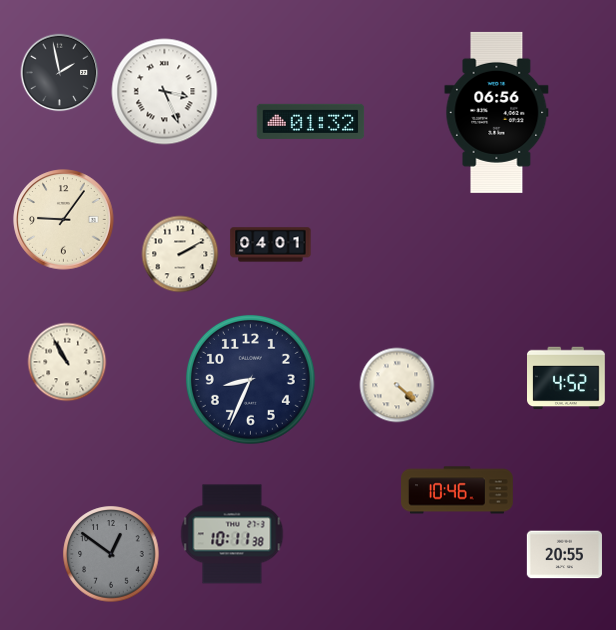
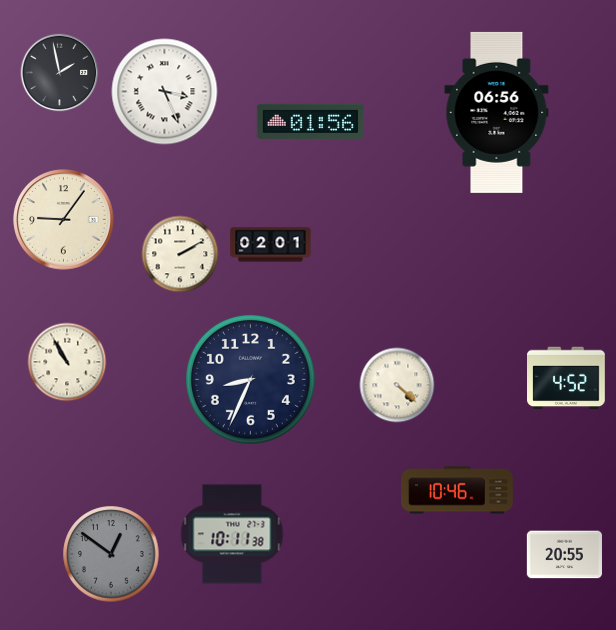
clock at (311, 121): 01:32 -> 01:56
clock at (271, 245): 04:01 -> 02:01
